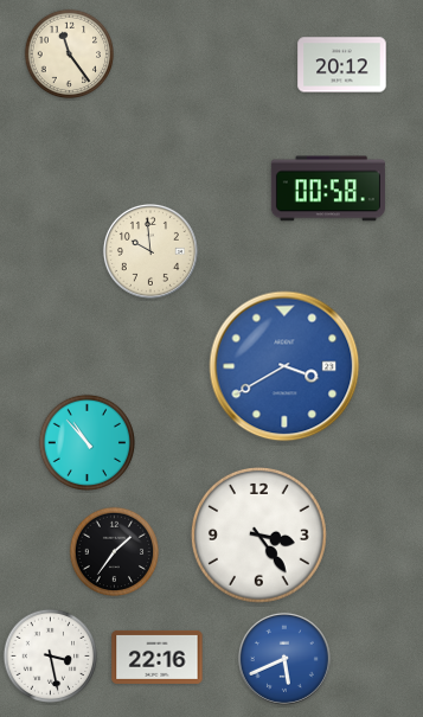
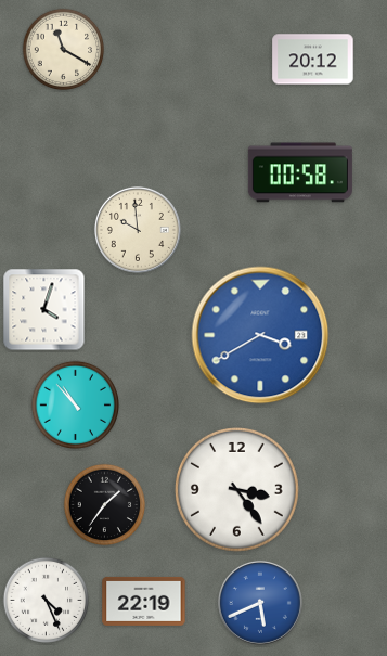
clock at (70, 55): 11:24 -> 11:20
clock at (44, 310): none -> 4:03
clock at (86, 442) position: (86, 442) -> (75, 404)
clock at (51, 657): 3:28 -> 4:26
clock at (158, 657): 22:16 -> 22:19
